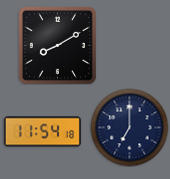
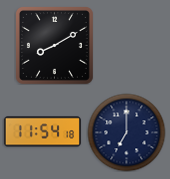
clock at (57, 45) position: (57, 45) -> (54, 45)
clock at (129, 127) position: (129, 127) -> (126, 132)
